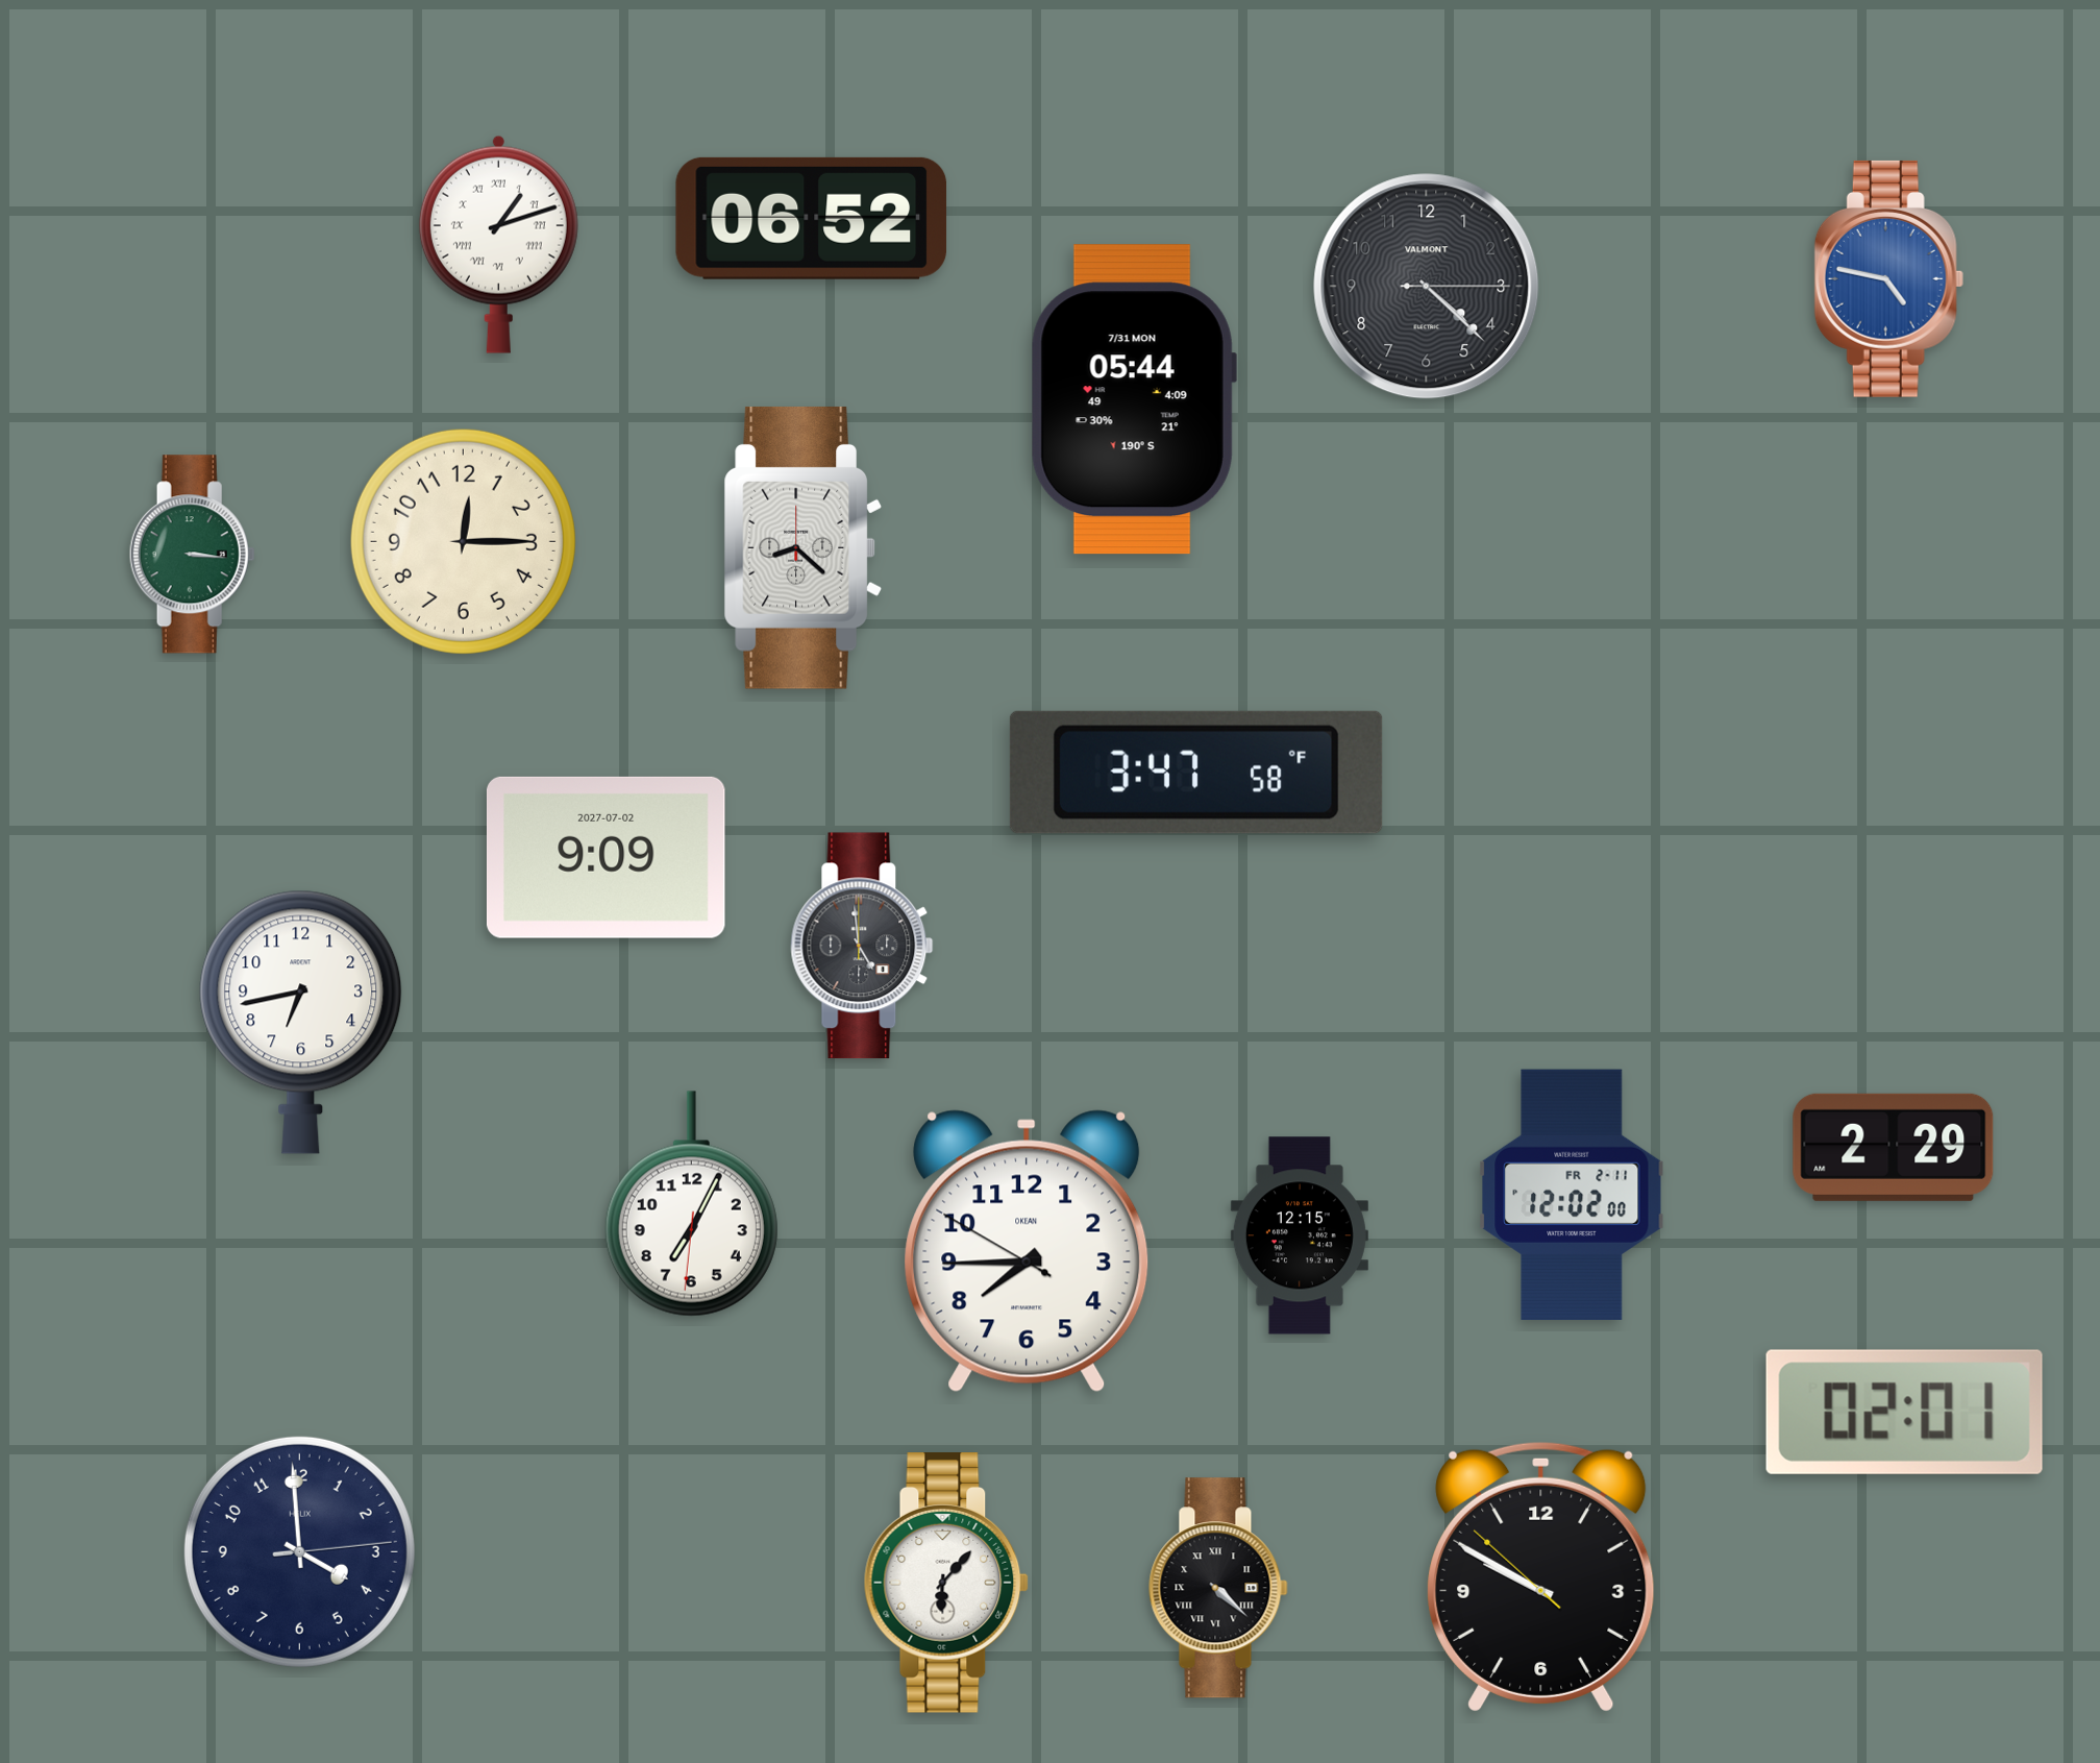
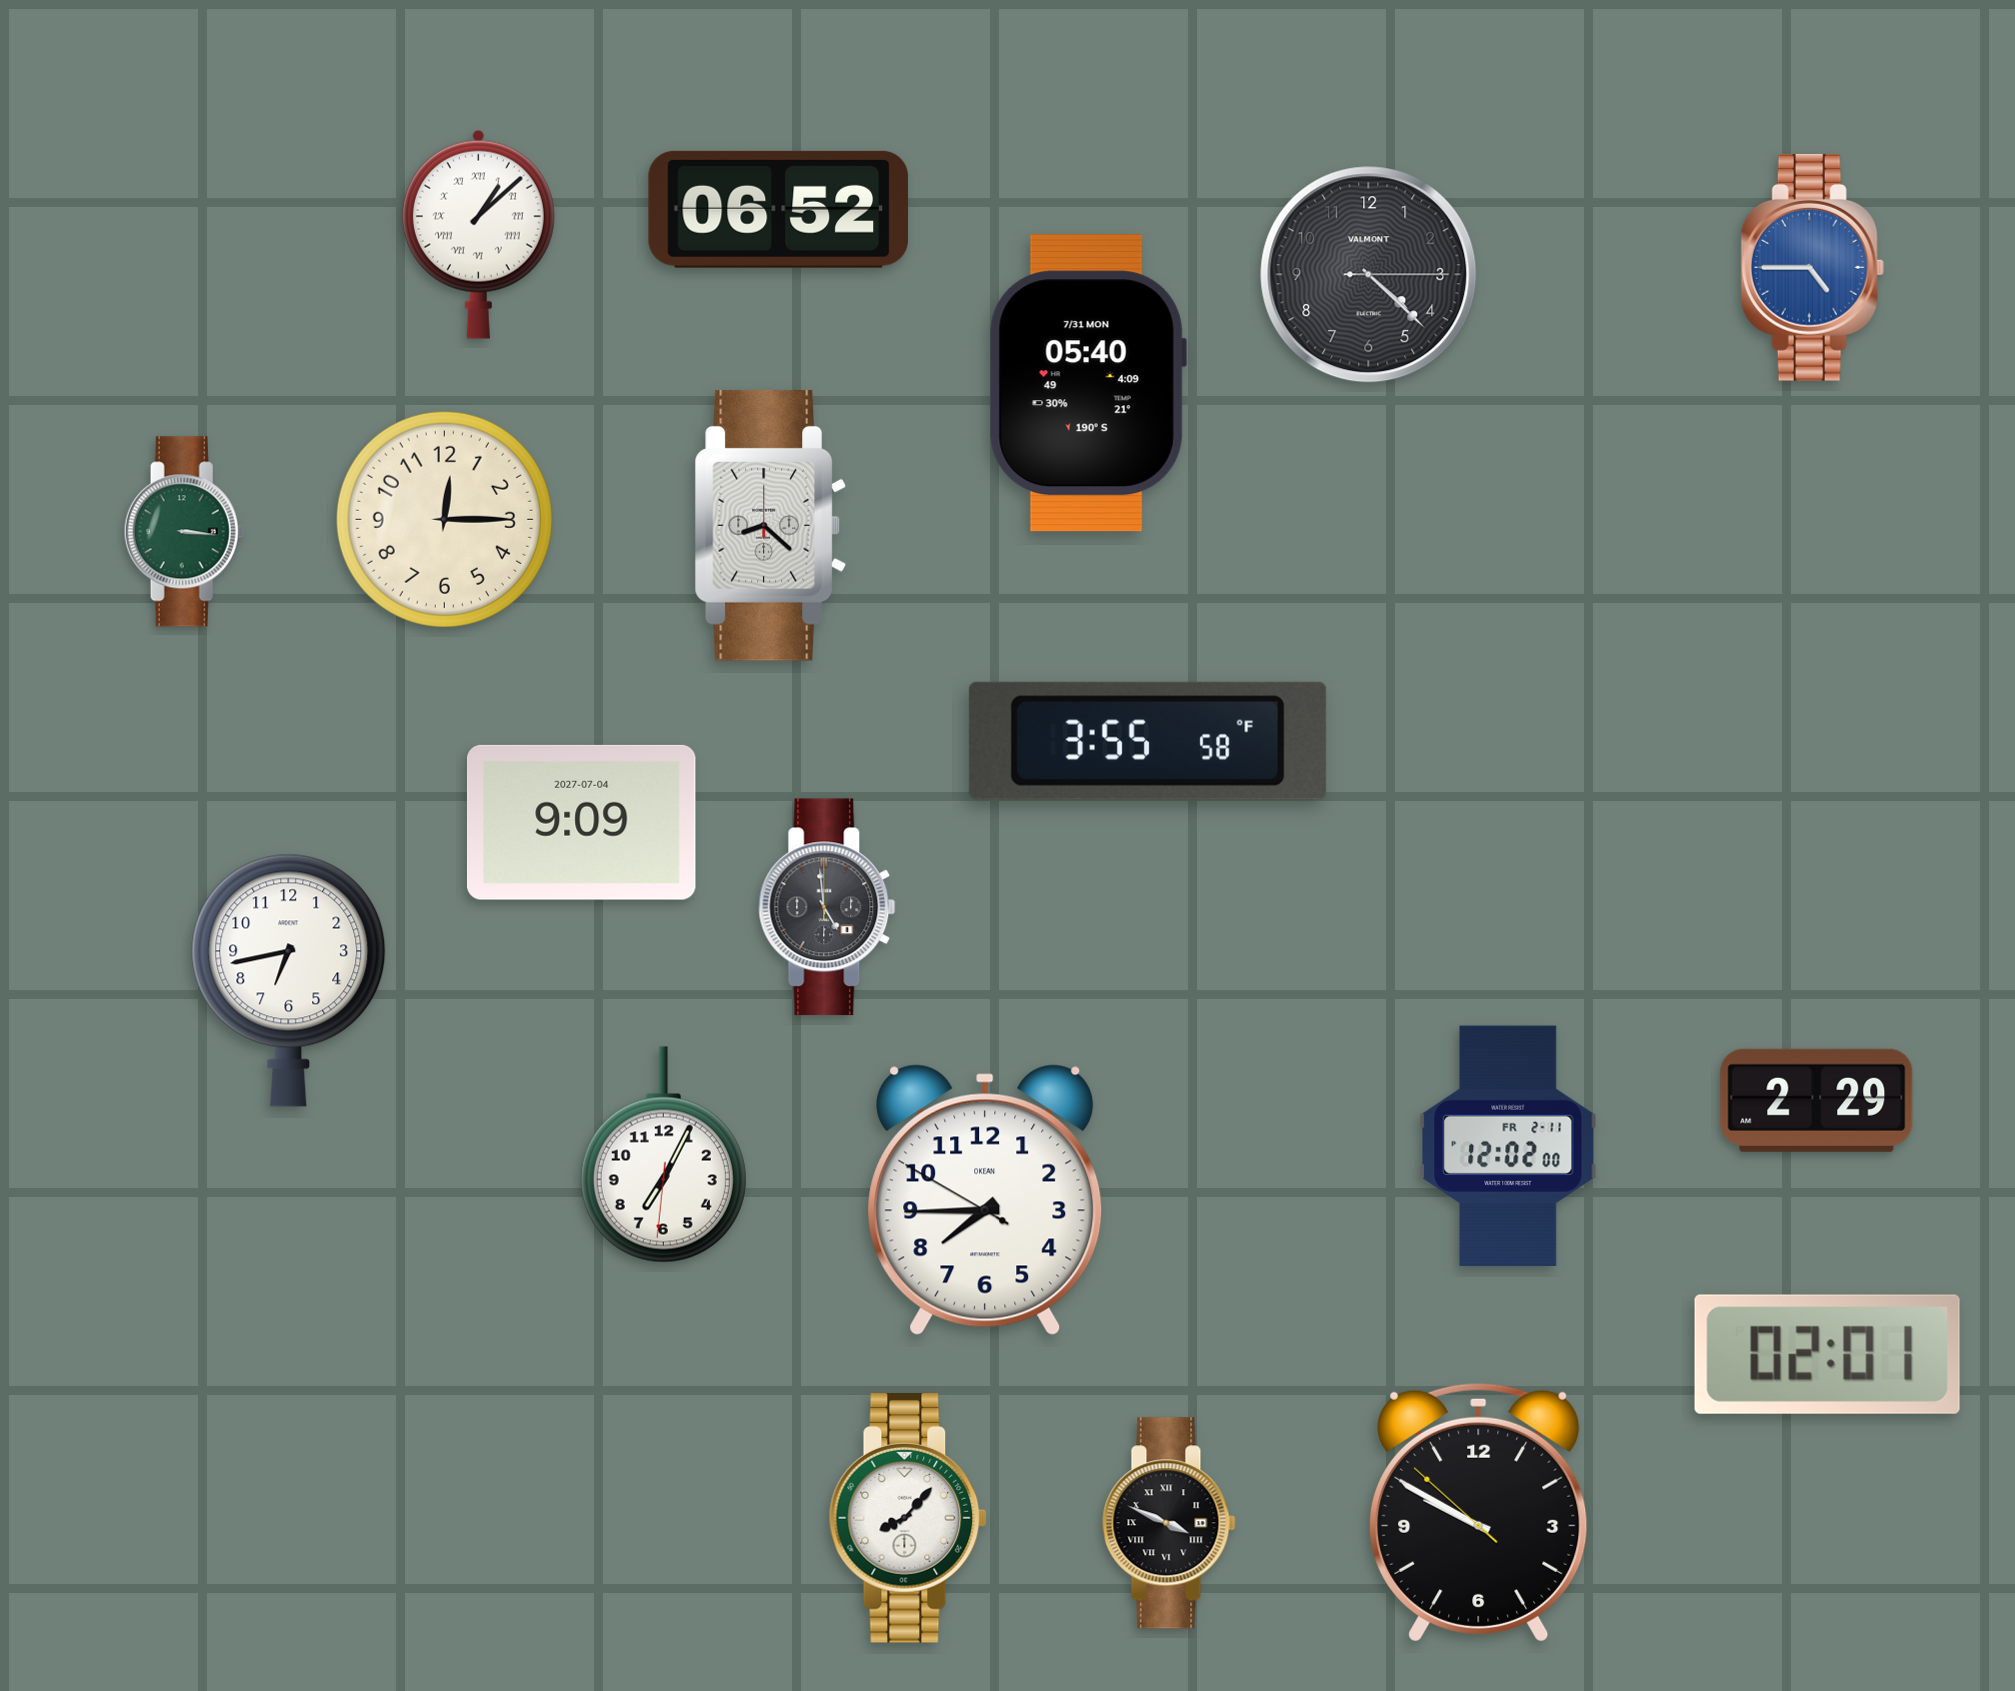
clock at (498, 244): 1:12 -> 1:08
clock at (1888, 278): 4:47 -> 4:45
clock at (1134, 399): 05:44 -> 05:40
clock at (1196, 773): 3:47 -> 3:55
clock at (606, 857) date: 2027-07-02 -> 2027-07-04
clock at (1300, 1235): 12:15 -> none
clock at (299, 1551): 3:59 -> none
clock at (946, 1584): 6:07 -> 8:07
clock at (1218, 1588): 4:22 -> 3:49
